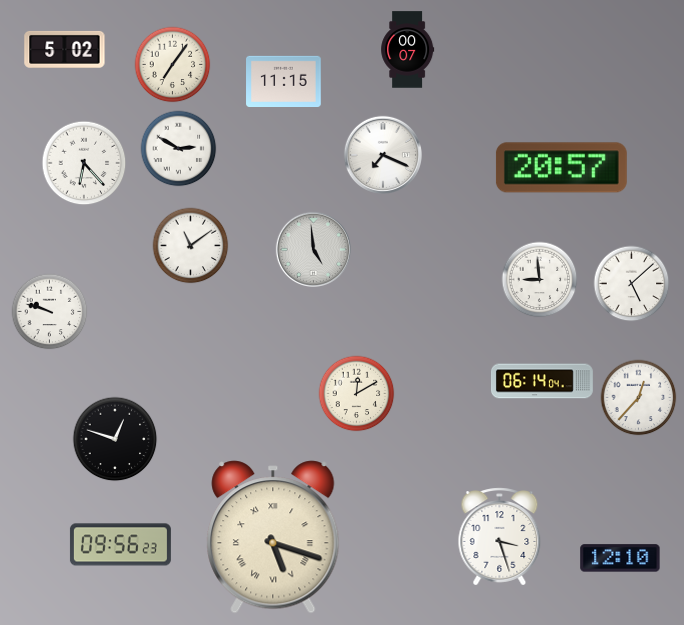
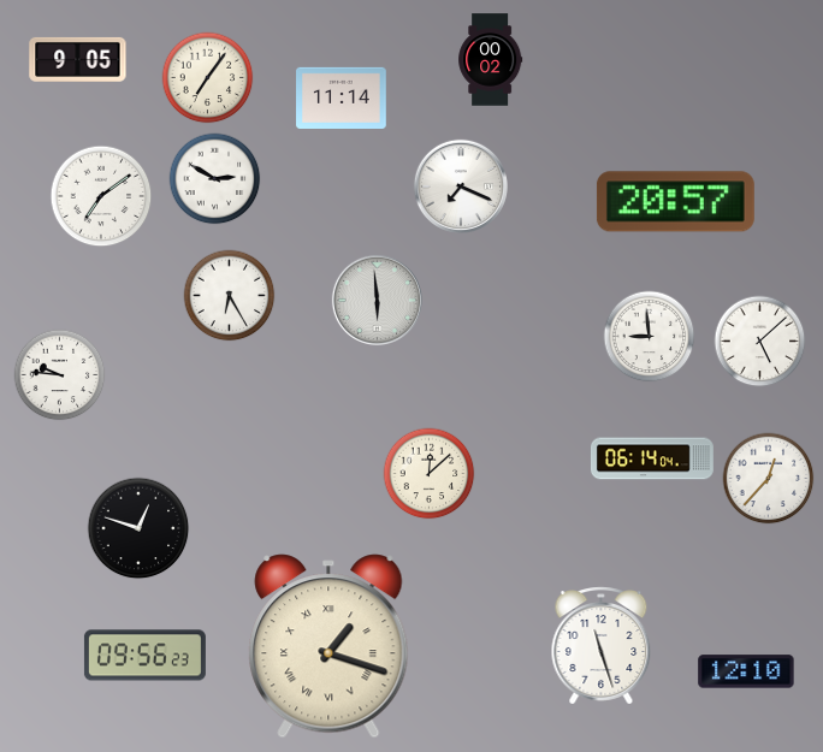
clock at (65, 49): 5:02 -> 9:05
clock at (408, 50): 00:07 -> 00:02
clock at (284, 81): 11:15 -> 11:14
clock at (84, 163): 6:23 -> 7:09
clock at (191, 246): 11:09 -> 6:25
clock at (313, 249): 4:59 -> 5:59
clock at (50, 312): 9:48 -> 9:46
clock at (357, 394): 12:10 -> 12:08
clock at (273, 537): 5:18 -> 1:18
clock at (500, 537): 3:27 -> 11:27
